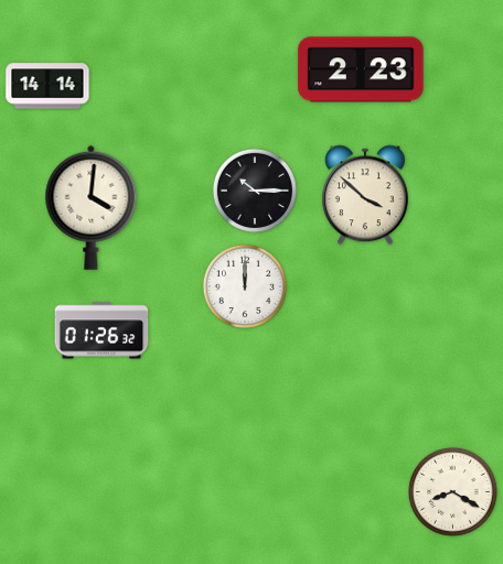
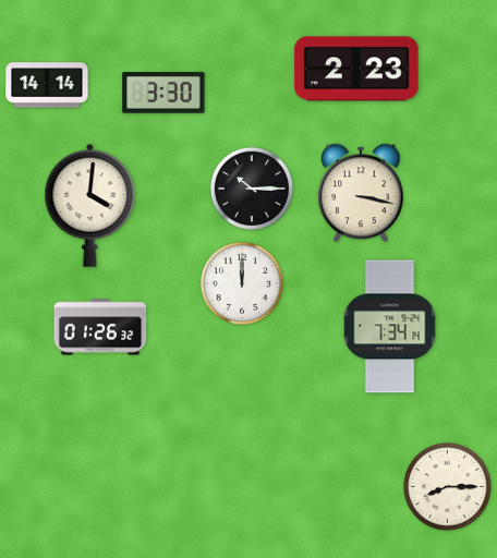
clock at (163, 94): none -> 3:30
clock at (365, 195): 3:52 -> 3:17
clock at (390, 327): none -> 7:34
clock at (452, 491): 8:20 -> 8:15
